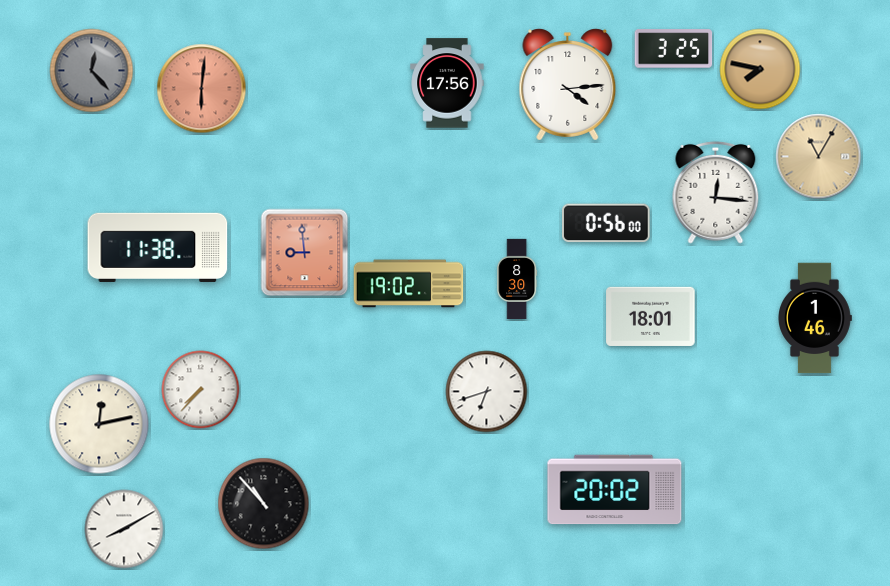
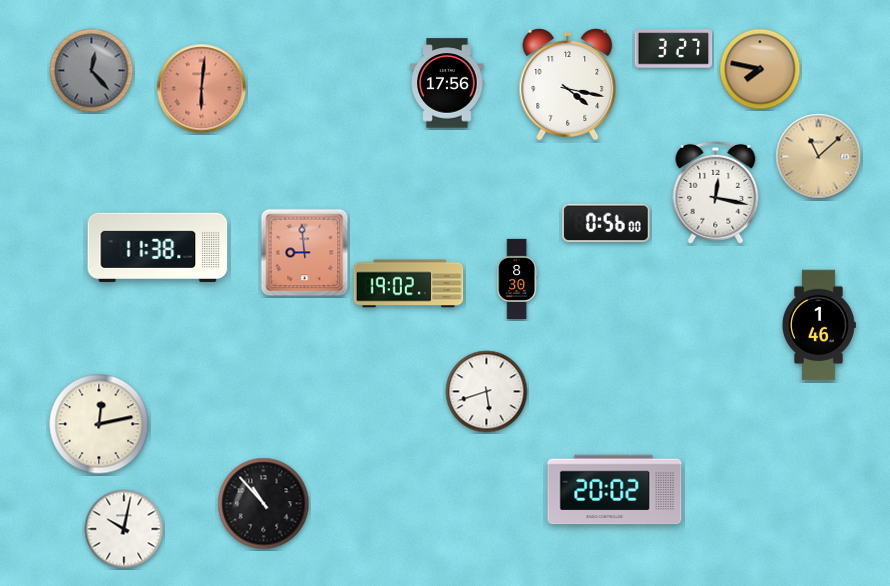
clock at (674, 49): 3:25 -> 3:27
clock at (568, 85): 4:14 -> 4:17
clock at (819, 157): 11:05 -> 11:08
clock at (716, 192): 12:16 -> 12:17
clock at (651, 316): 18:01 -> none
clock at (815, 318) position: (815, 318) -> (819, 325)
clock at (201, 390): 7:37 -> none
clock at (487, 392): 6:42 -> 5:42
clock at (124, 529): 8:10 -> 10:02
